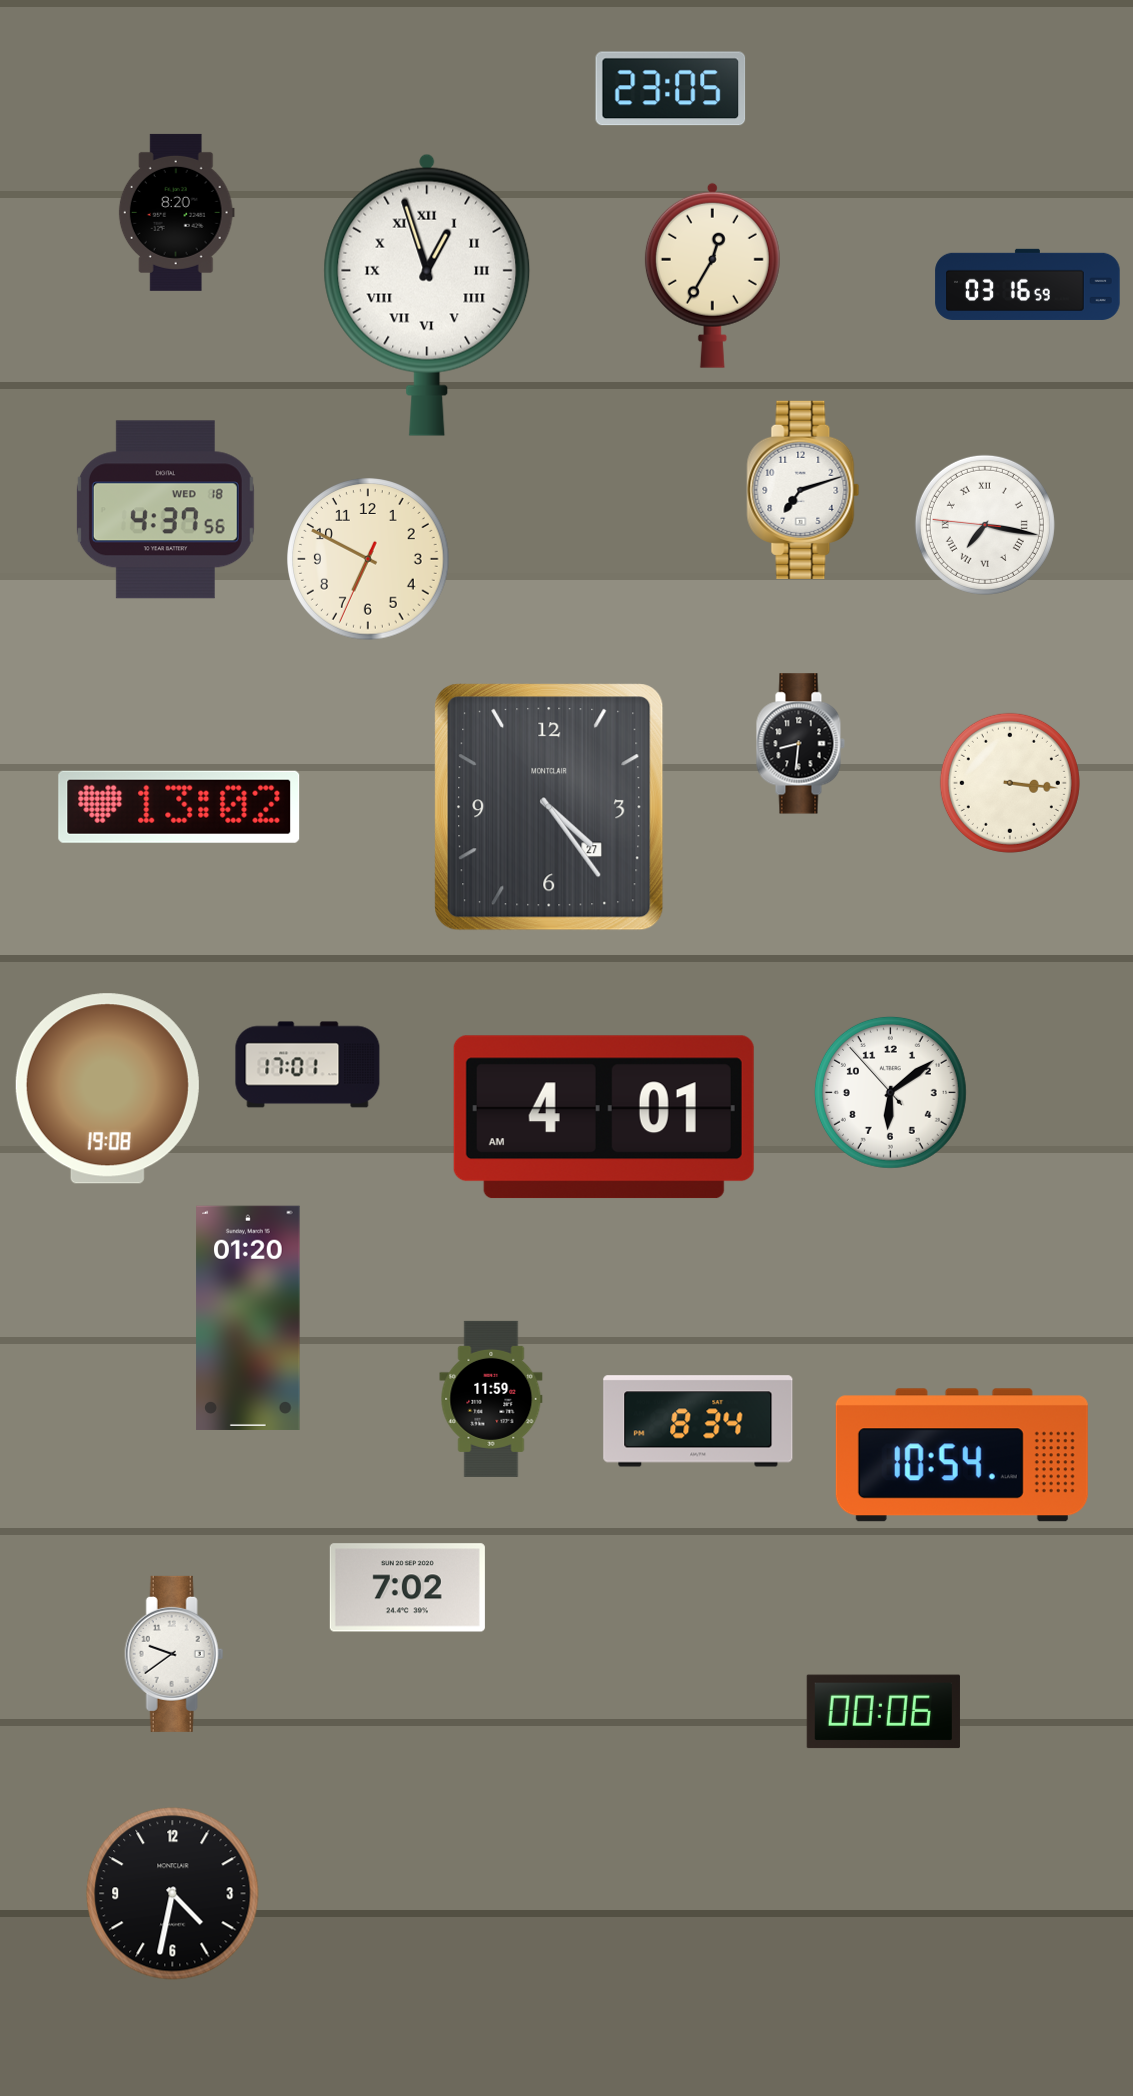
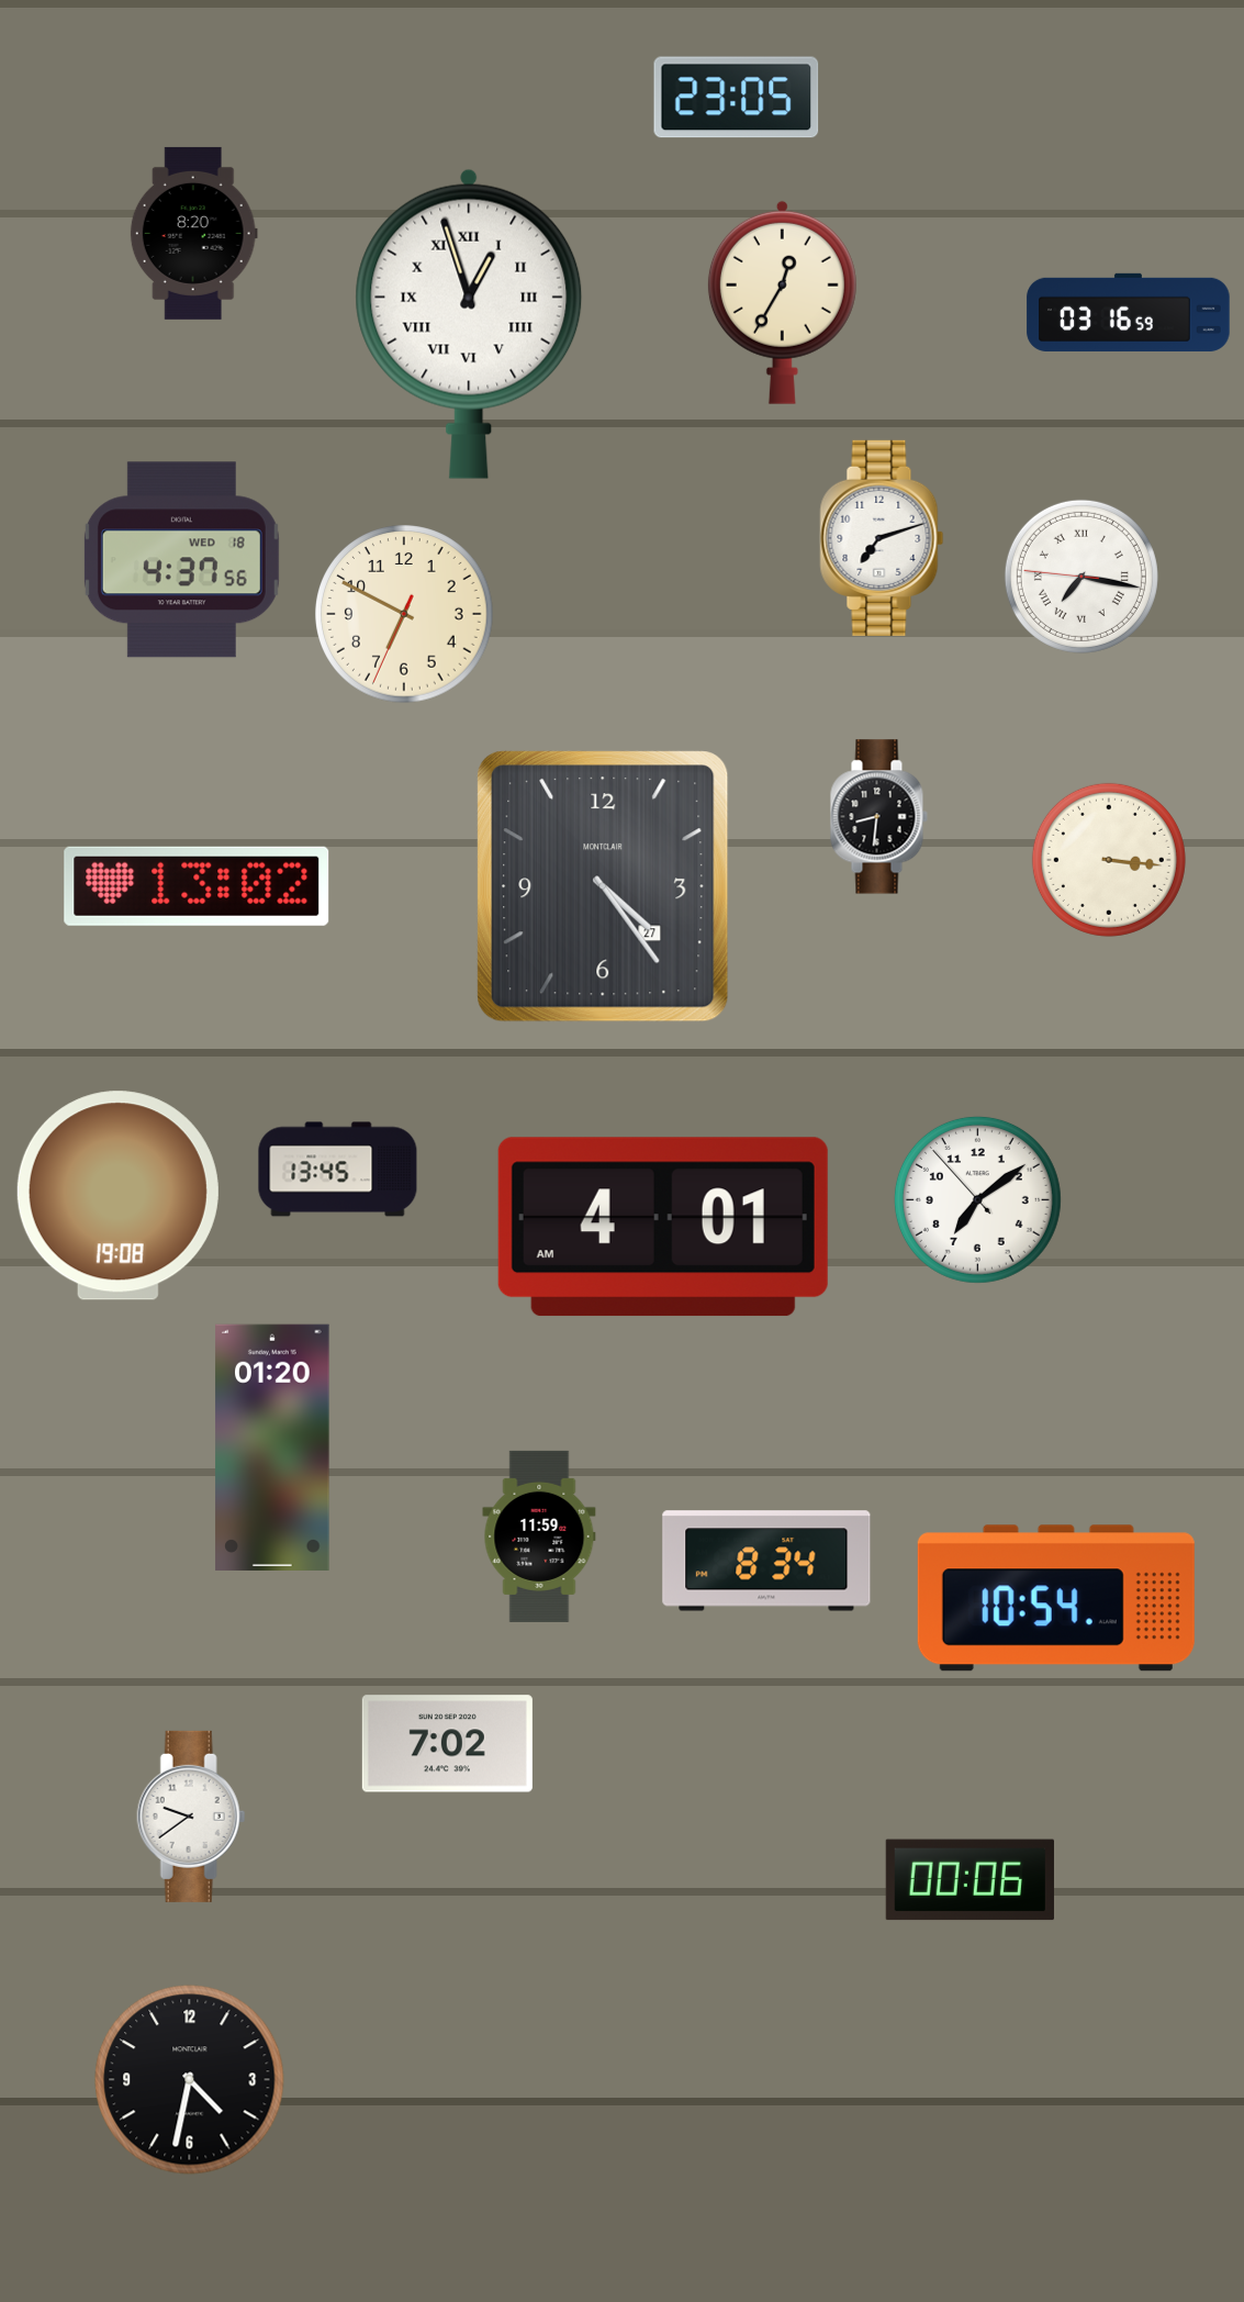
clock at (308, 1065): 17:01 -> 13:45
clock at (890, 1092): 6:08 -> 7:08
